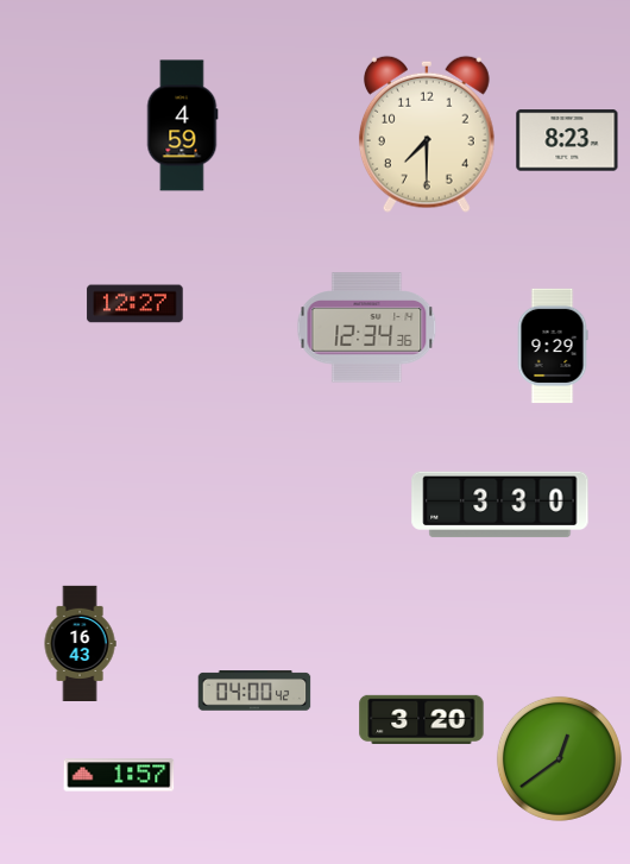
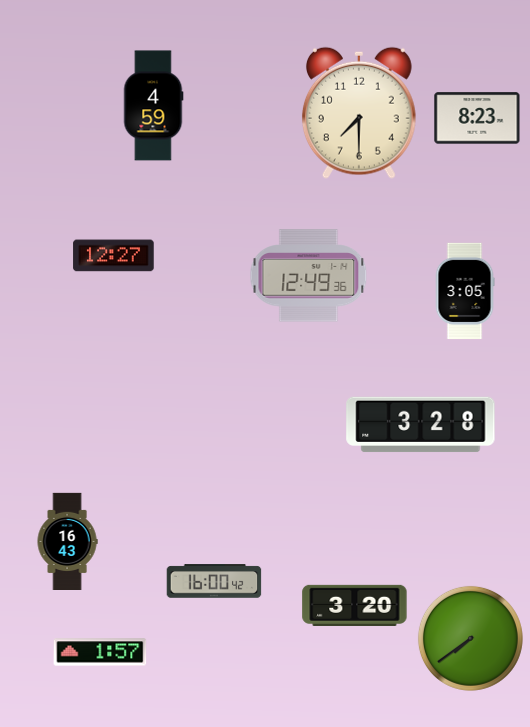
clock at (367, 328): 12:34 -> 12:49
clock at (553, 346): 9:29 -> 3:05
clock at (500, 505): 3:30 -> 3:28
clock at (254, 690): 04:00 -> 16:00
clock at (559, 758): 12:39 -> 7:39
